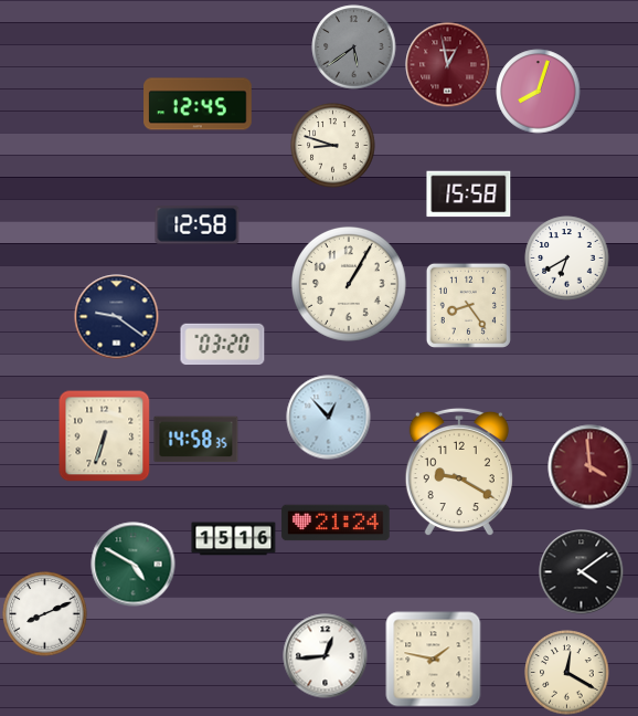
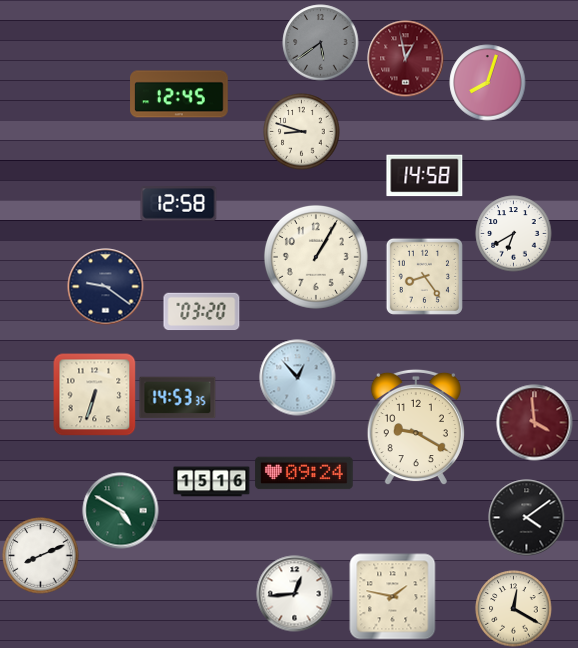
clock at (469, 194): 15:58 -> 14:58
clock at (196, 440): 14:58 -> 14:53
clock at (336, 523): 21:24 -> 09:24
clock at (234, 539) position: (234, 539) -> (212, 482)
